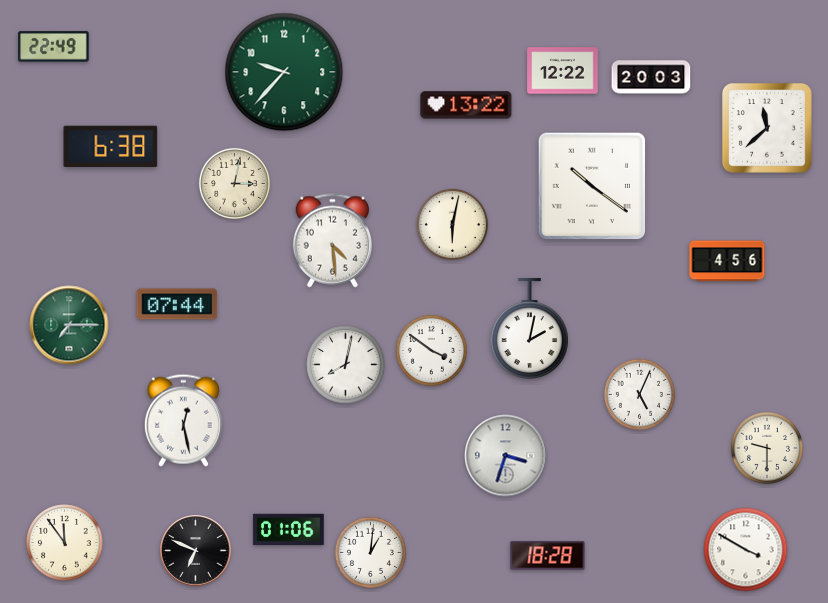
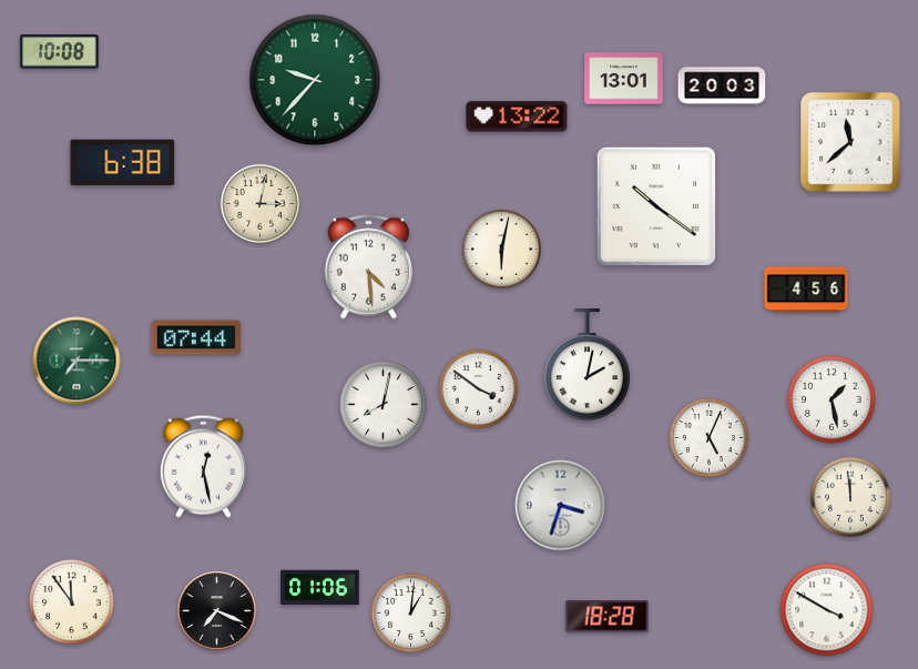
clock at (54, 47): 22:49 -> 10:08
clock at (563, 71): 12:22 -> 13:01
clock at (832, 399): none -> 1:28
clock at (767, 448): 9:30 -> 11:59
clock at (196, 551): 6:49 -> 7:19
